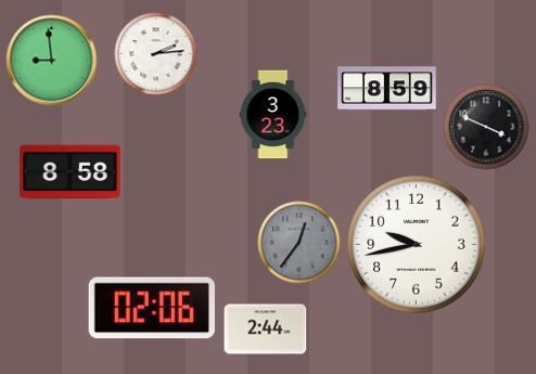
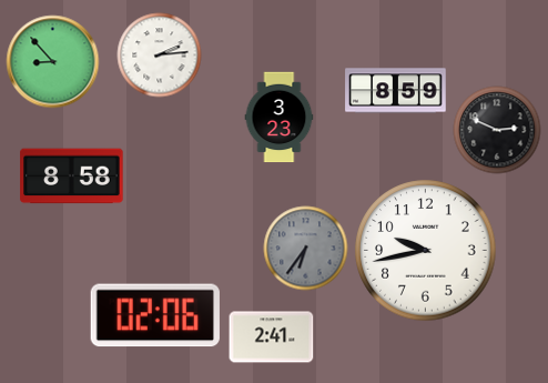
clock at (52, 61): 8:59 -> 8:53
clock at (486, 127): 3:49 -> 2:49
clock at (299, 243): 12:36 -> 6:36
clock at (266, 330): 2:44 -> 2:41
